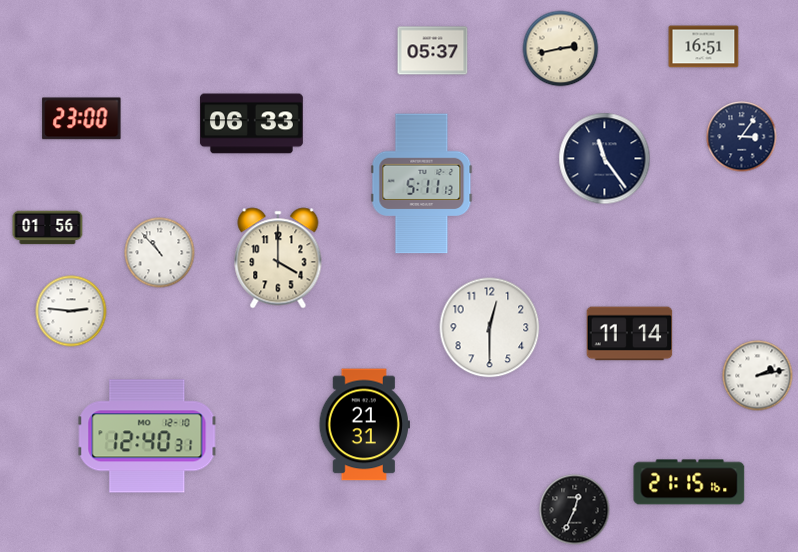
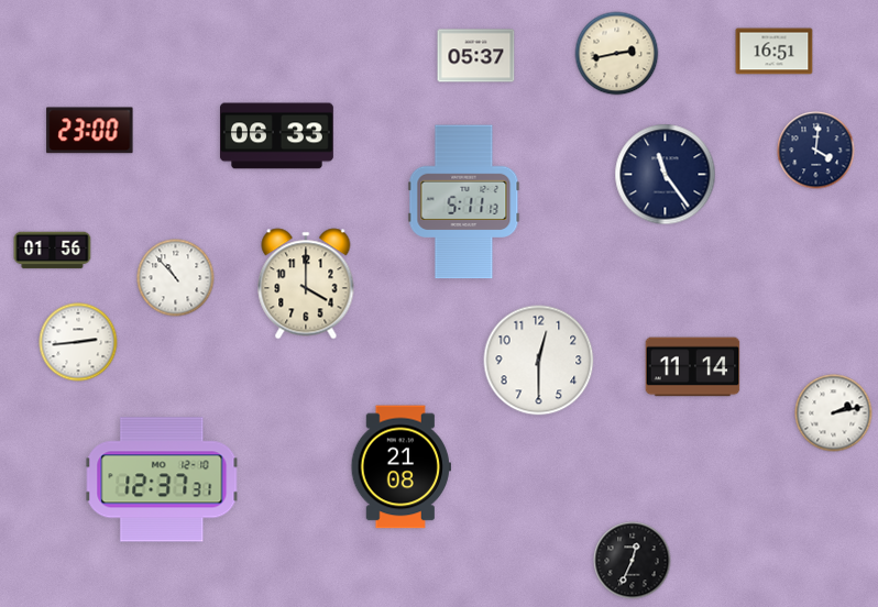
clock at (742, 137): 3:06 -> 4:01
clock at (71, 311): 2:46 -> 2:44
clock at (364, 425): 21:31 -> 21:08
clock at (147, 436): 12:40 -> 12:37
clock at (689, 482): 21:15 -> none
